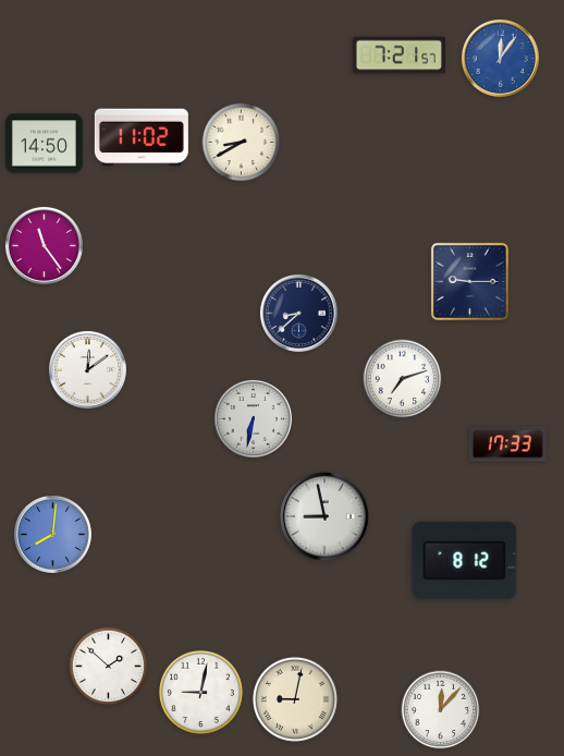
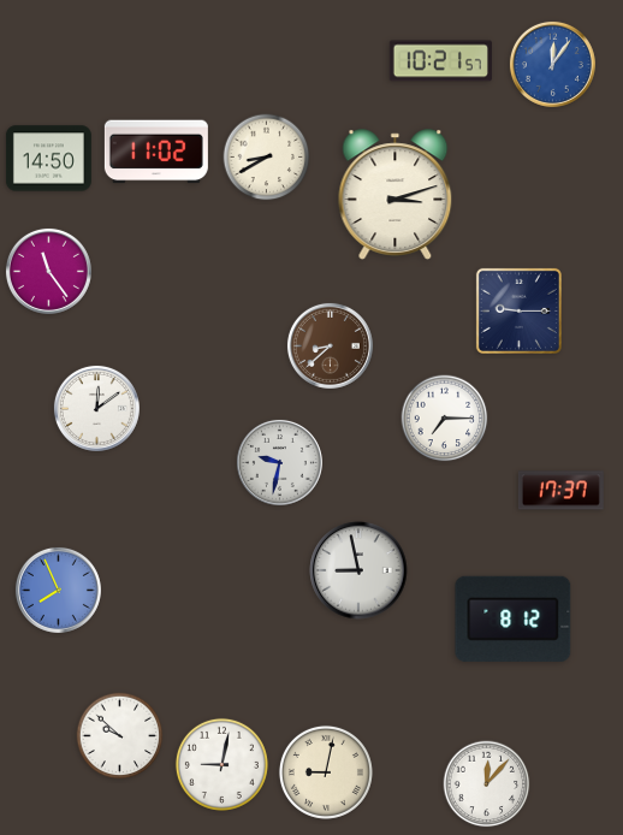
clock at (399, 56): 7:21 -> 10:21
clock at (396, 195): none -> 3:12
clock at (298, 313) dial: navy -> brown
clock at (403, 379): 7:12 -> 7:15
clock at (253, 418): 6:32 -> 9:32
clock at (507, 444): 17:33 -> 17:37
clock at (52, 534): 8:01 -> 7:56
clock at (109, 667): 1:52 -> 9:52
